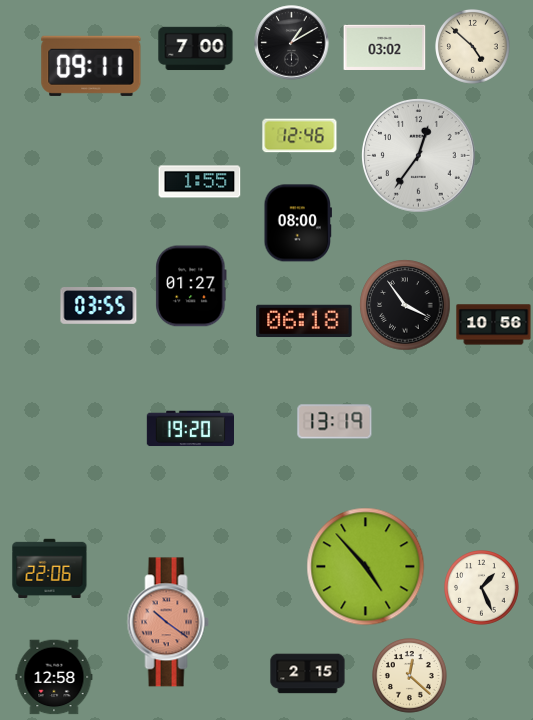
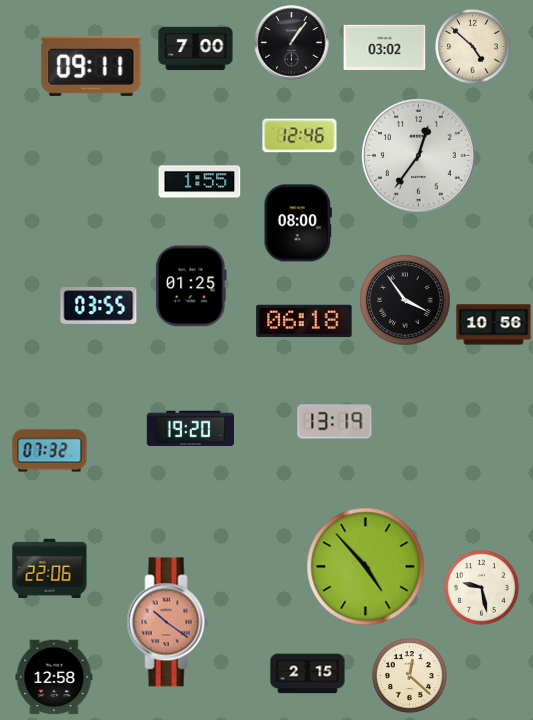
clock at (292, 43): 1:10 -> 1:06
clock at (191, 286): 01:27 -> 01:25
clock at (405, 305) position: (405, 305) -> (405, 300)
clock at (50, 451): none -> 07:32
clock at (482, 588): 1:26 -> 9:28
